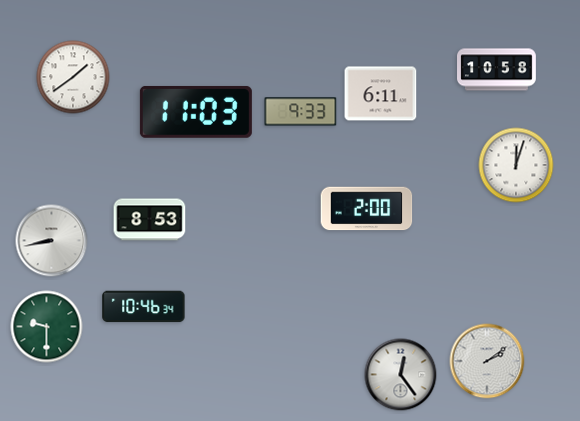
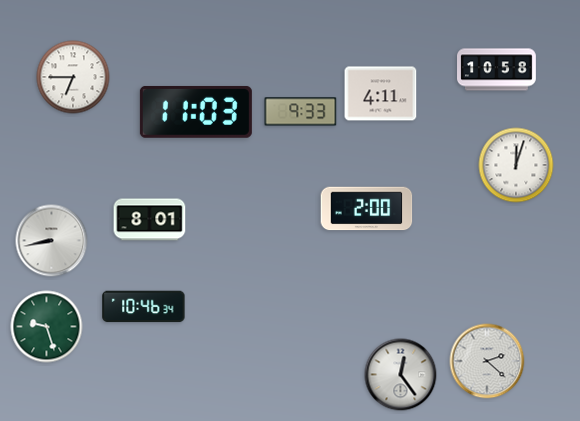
clock at (73, 77): 1:39 -> 6:45
clock at (381, 94): 6:11 -> 4:11
clock at (150, 220): 8:53 -> 8:01
clock at (47, 327): 9:30 -> 9:27
clock at (487, 361): 2:09 -> 2:22
